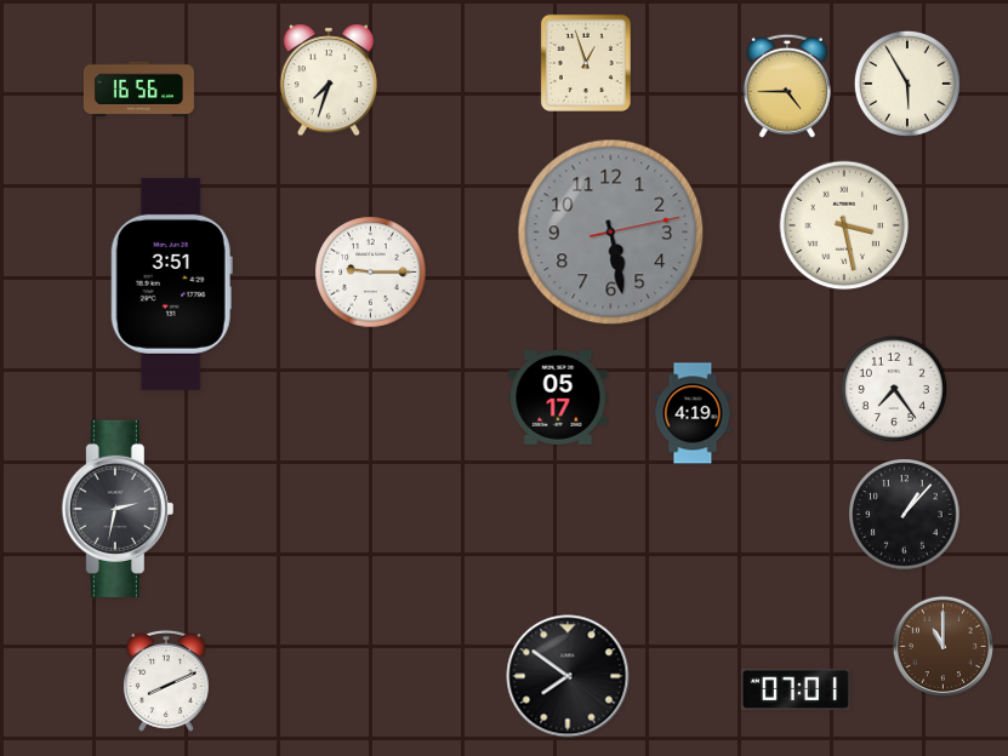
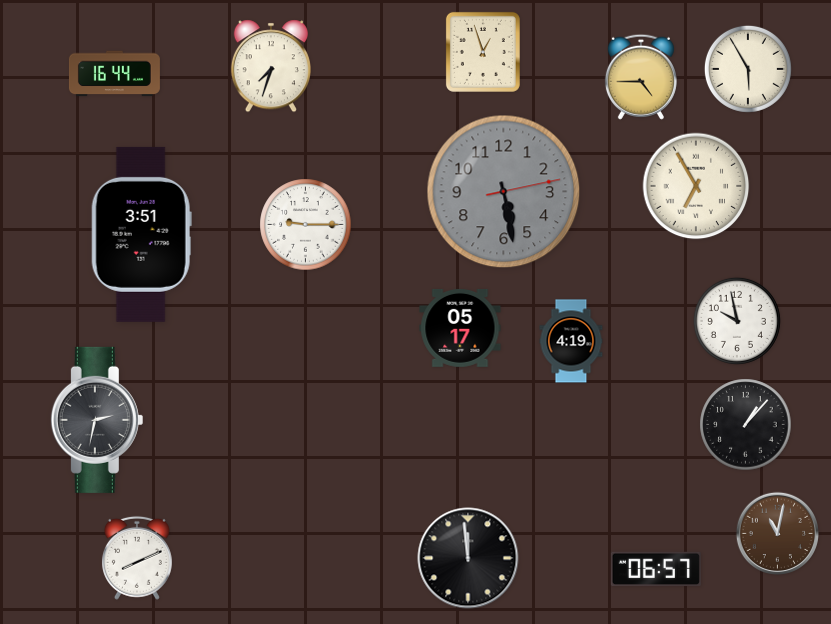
clock at (787, 86) position: (787, 86) -> (641, 77)
clock at (138, 90): 16:56 -> 16:44
clock at (844, 225): 3:28 -> 6:55
clock at (894, 389): 7:24 -> 9:58
clock at (942, 646): 11:00 -> 11:02
clock at (568, 676): 7:51 -> 11:59
clock at (166, 681) position: (166, 681) -> (137, 558)
clock at (796, 689): 07:01 -> 06:57
